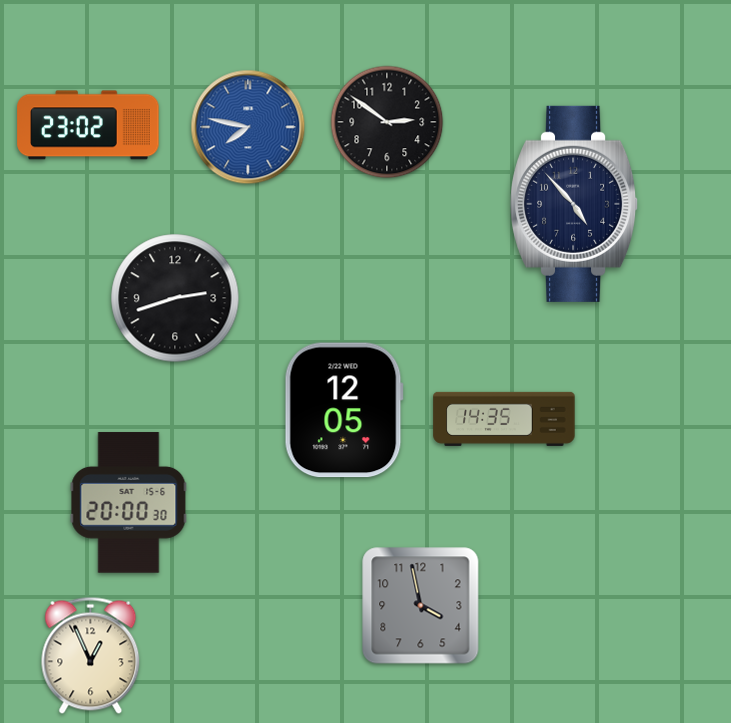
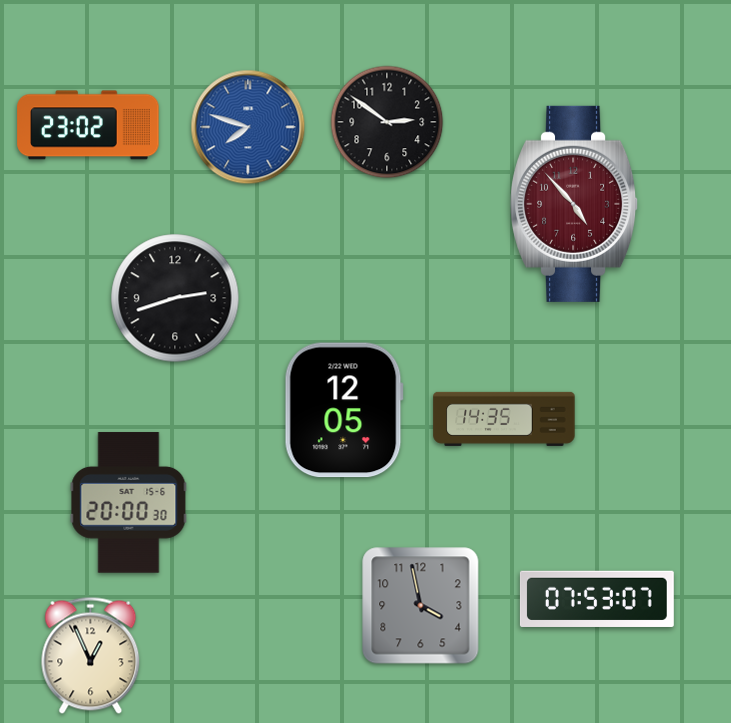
clock at (248, 127): 7:47 -> 7:48
clock at (575, 204) dial: navy -> burgundy
clock at (597, 598): none -> 07:53
